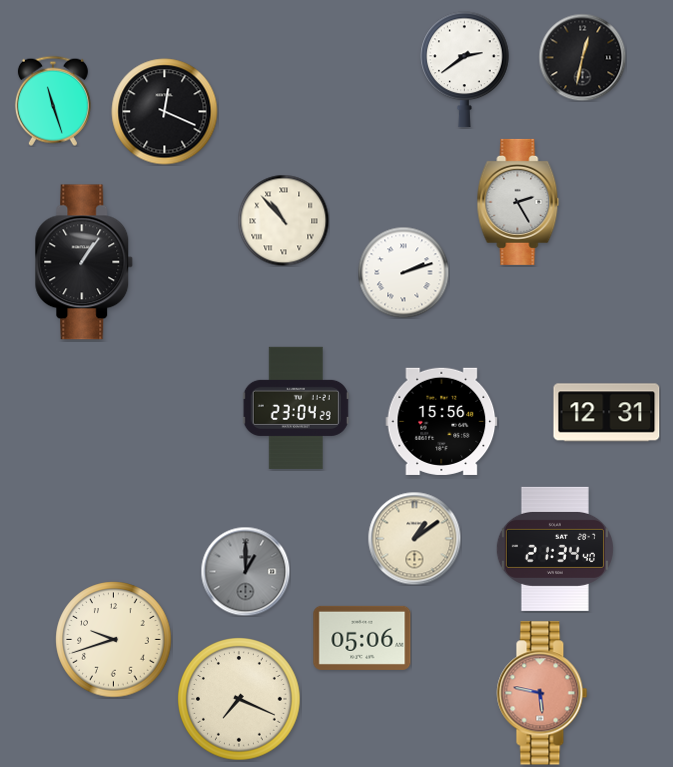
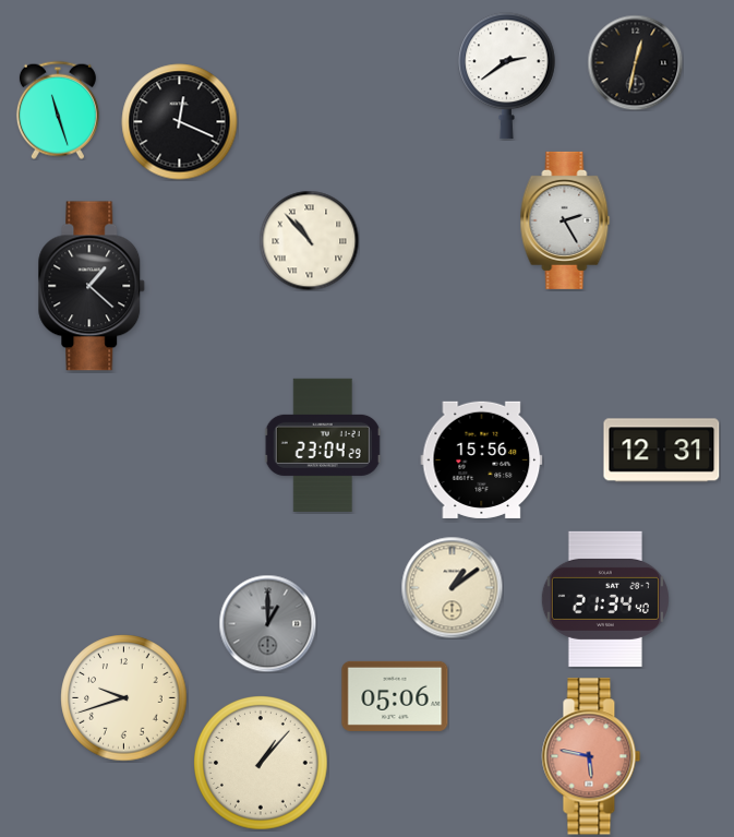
clock at (84, 262): 1:06 -> 1:22
clock at (403, 272): 2:12 -> none
clock at (240, 700): 7:19 -> 1:07
